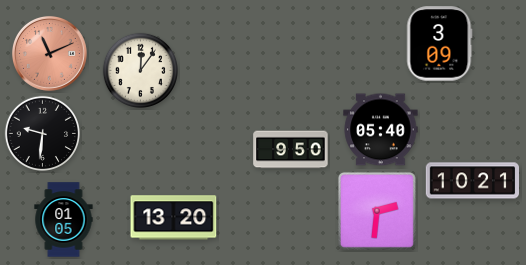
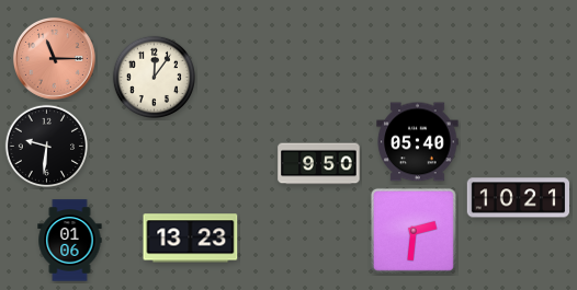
clock at (440, 44): 3:09 -> none
clock at (49, 53): 11:11 -> 11:15
clock at (174, 218): 13:20 -> 13:23
clock at (64, 220): 01:05 -> 01:06
